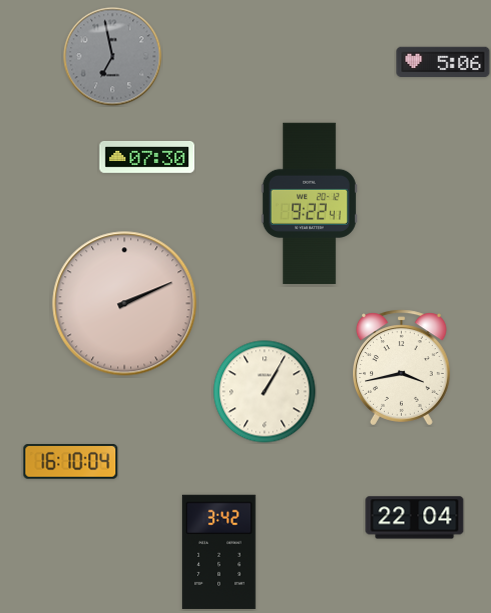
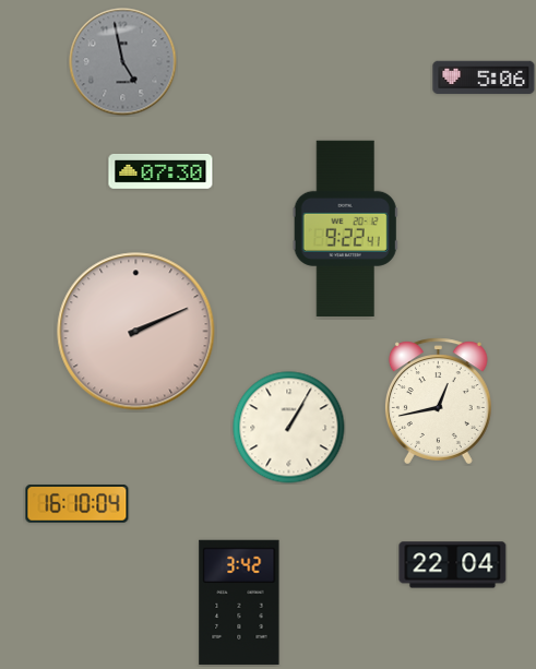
clock at (113, 57): 6:58 -> 4:58
clock at (443, 62) position: (443, 62) -> (484, 77)
clock at (309, 203) position: (309, 203) -> (345, 228)
clock at (401, 368): 3:43 -> 12:43
